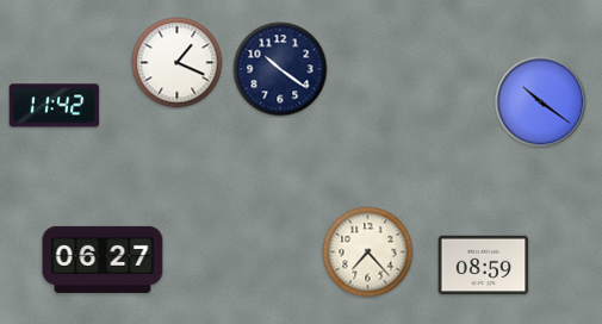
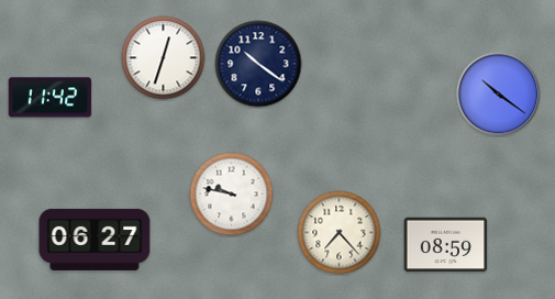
clock at (178, 63): 1:19 -> 12:33
clock at (232, 195): none -> 9:47
